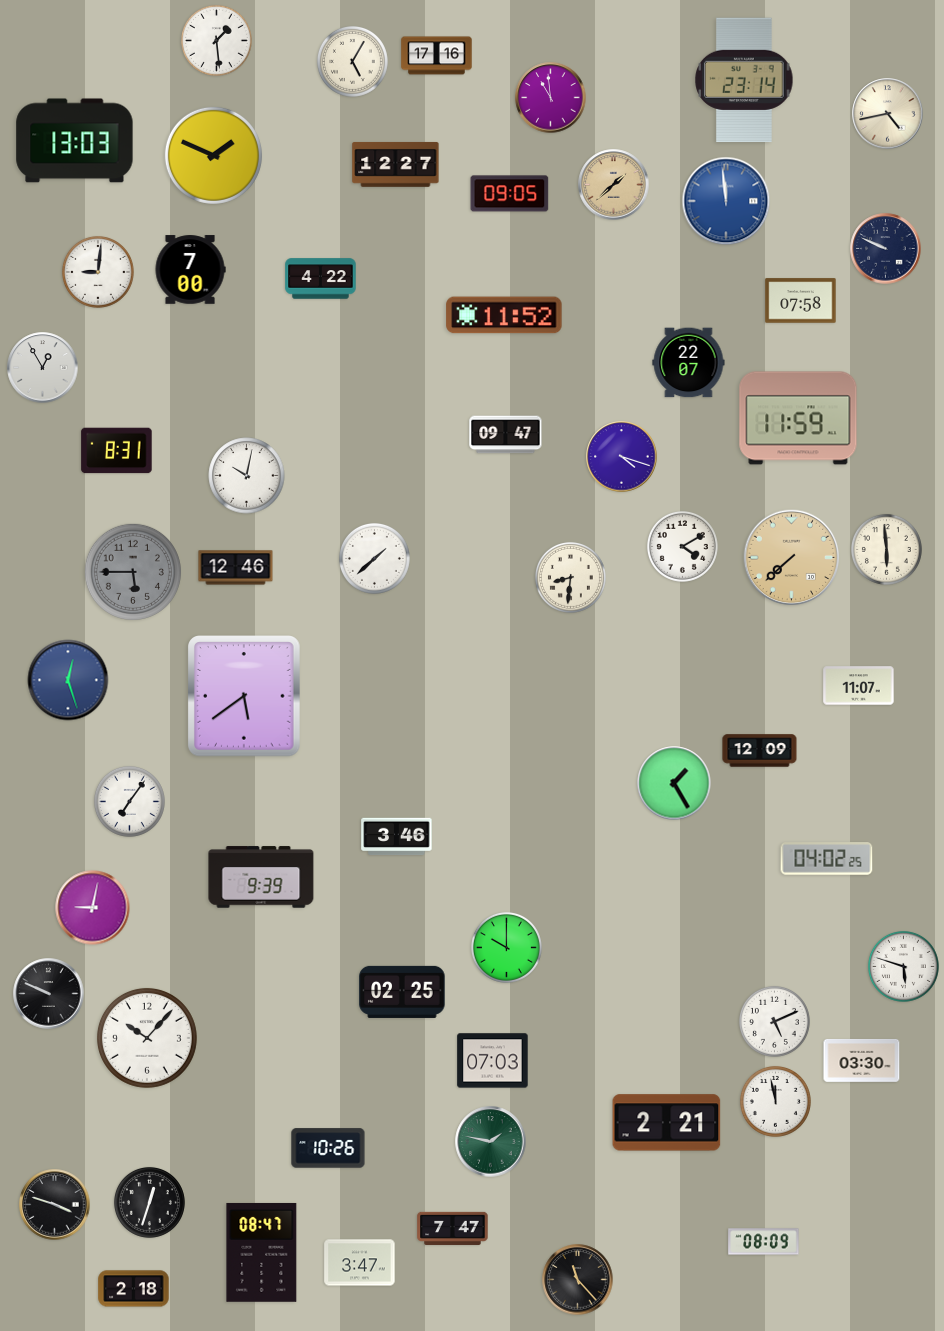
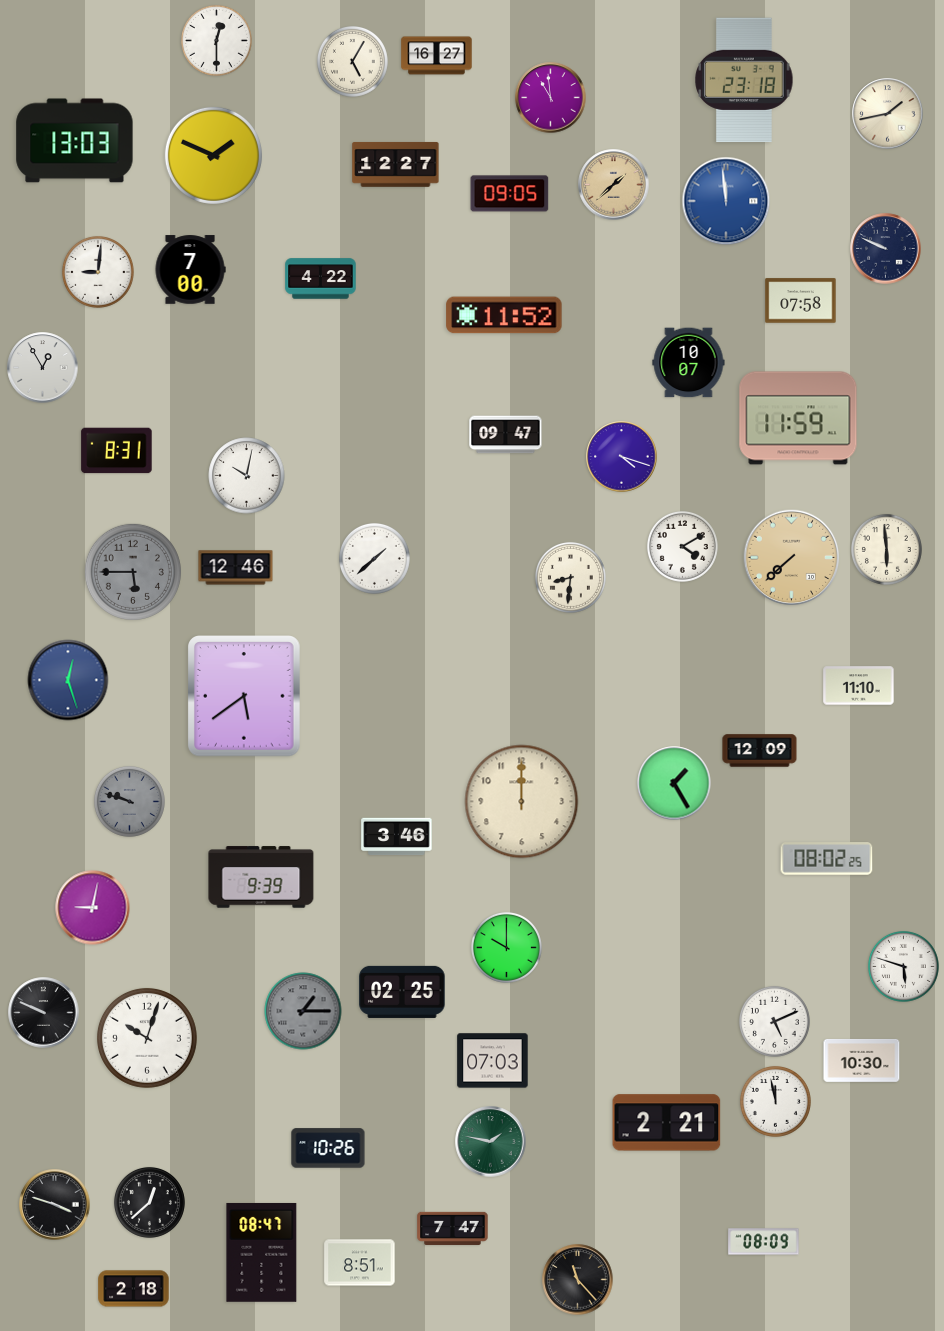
clock at (216, 40): 1:29 -> 12:30
clock at (437, 56): 17:16 -> 16:27
clock at (744, 80): 23:14 -> 23:18
clock at (888, 114): 4:43 -> 1:43
clock at (689, 363): 22:07 -> 10:07
clock at (859, 686): 11:07 -> 11:10
clock at (129, 801): 7:06 -> 9:48
clock at (129, 801) dial: white -> grey
clock at (522, 802): none -> 12:00
clock at (827, 859): 04:02 -> 08:02
clock at (49, 994) position: (49, 994) -> (44, 1013)
clock at (303, 1011): none -> 1:15
clock at (147, 1038): 10:07 -> 10:03
clock at (862, 1061): 03:30 -> 10:30
clock at (149, 1202): 12:33 -> 12:38
clock at (360, 1263): 3:47 -> 8:51
